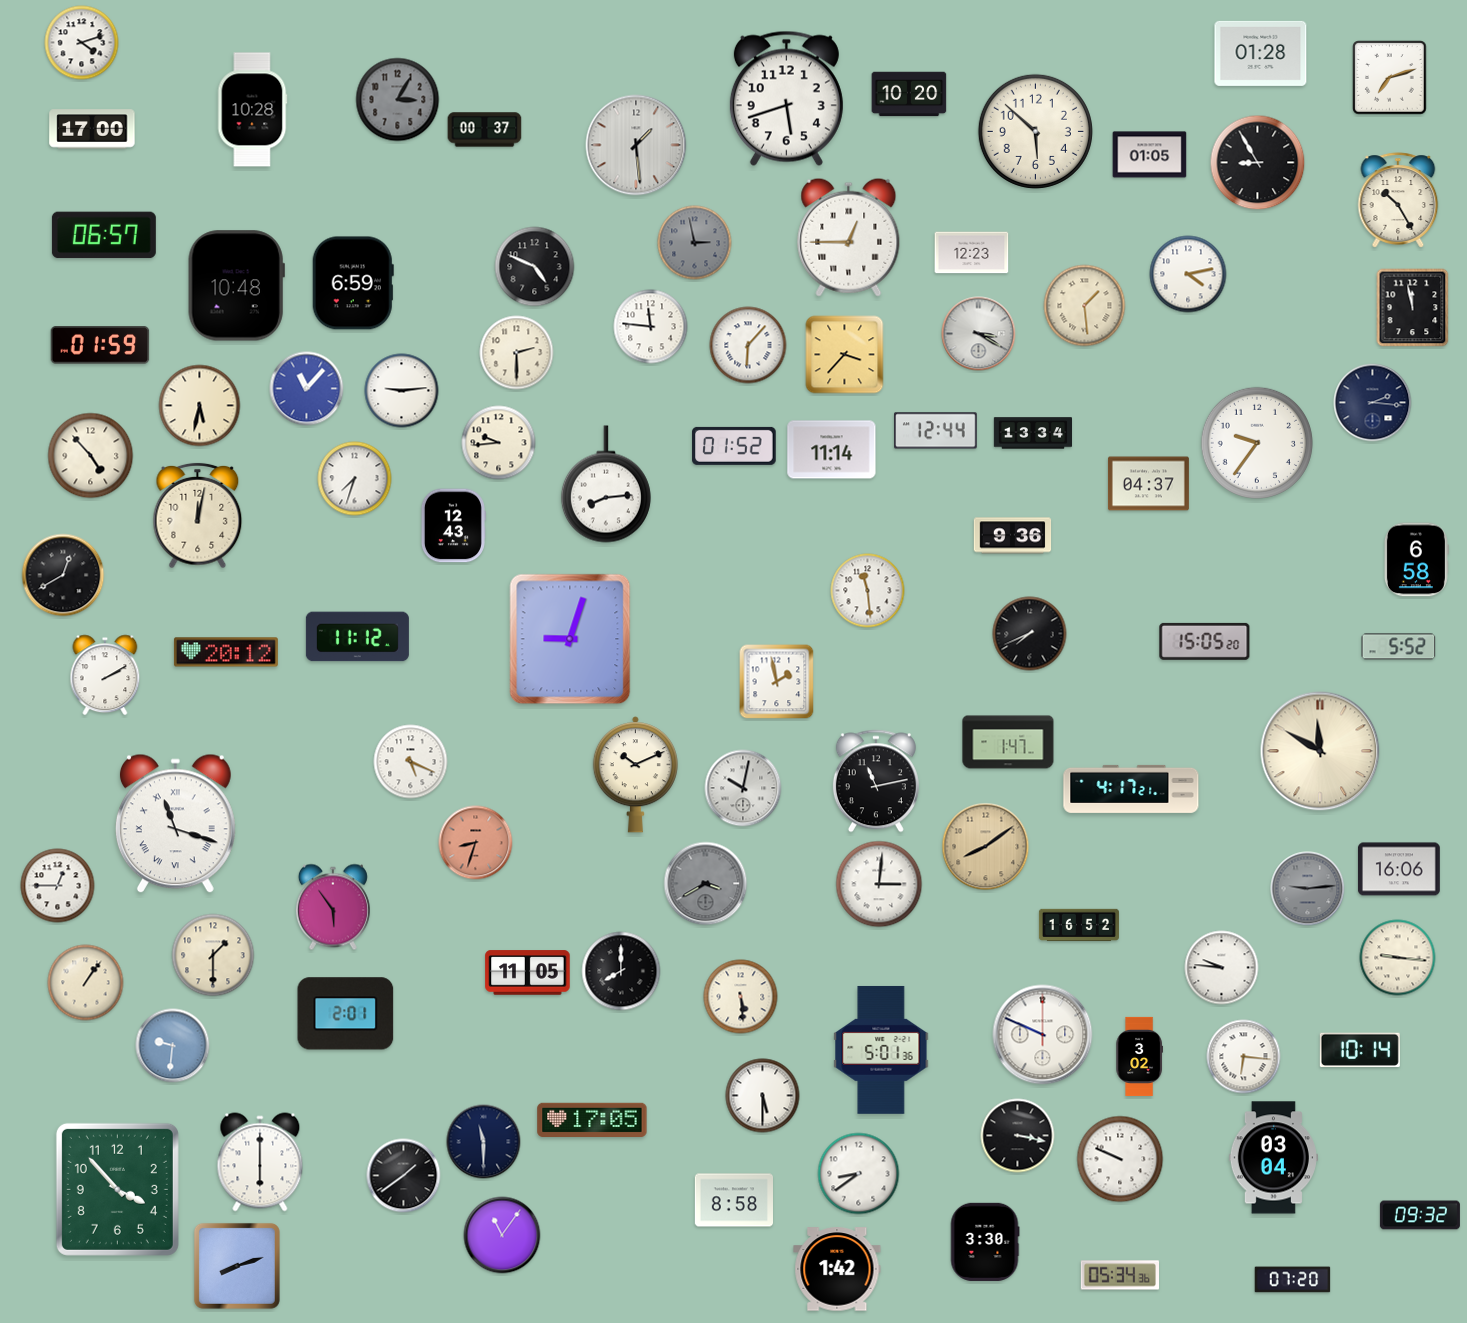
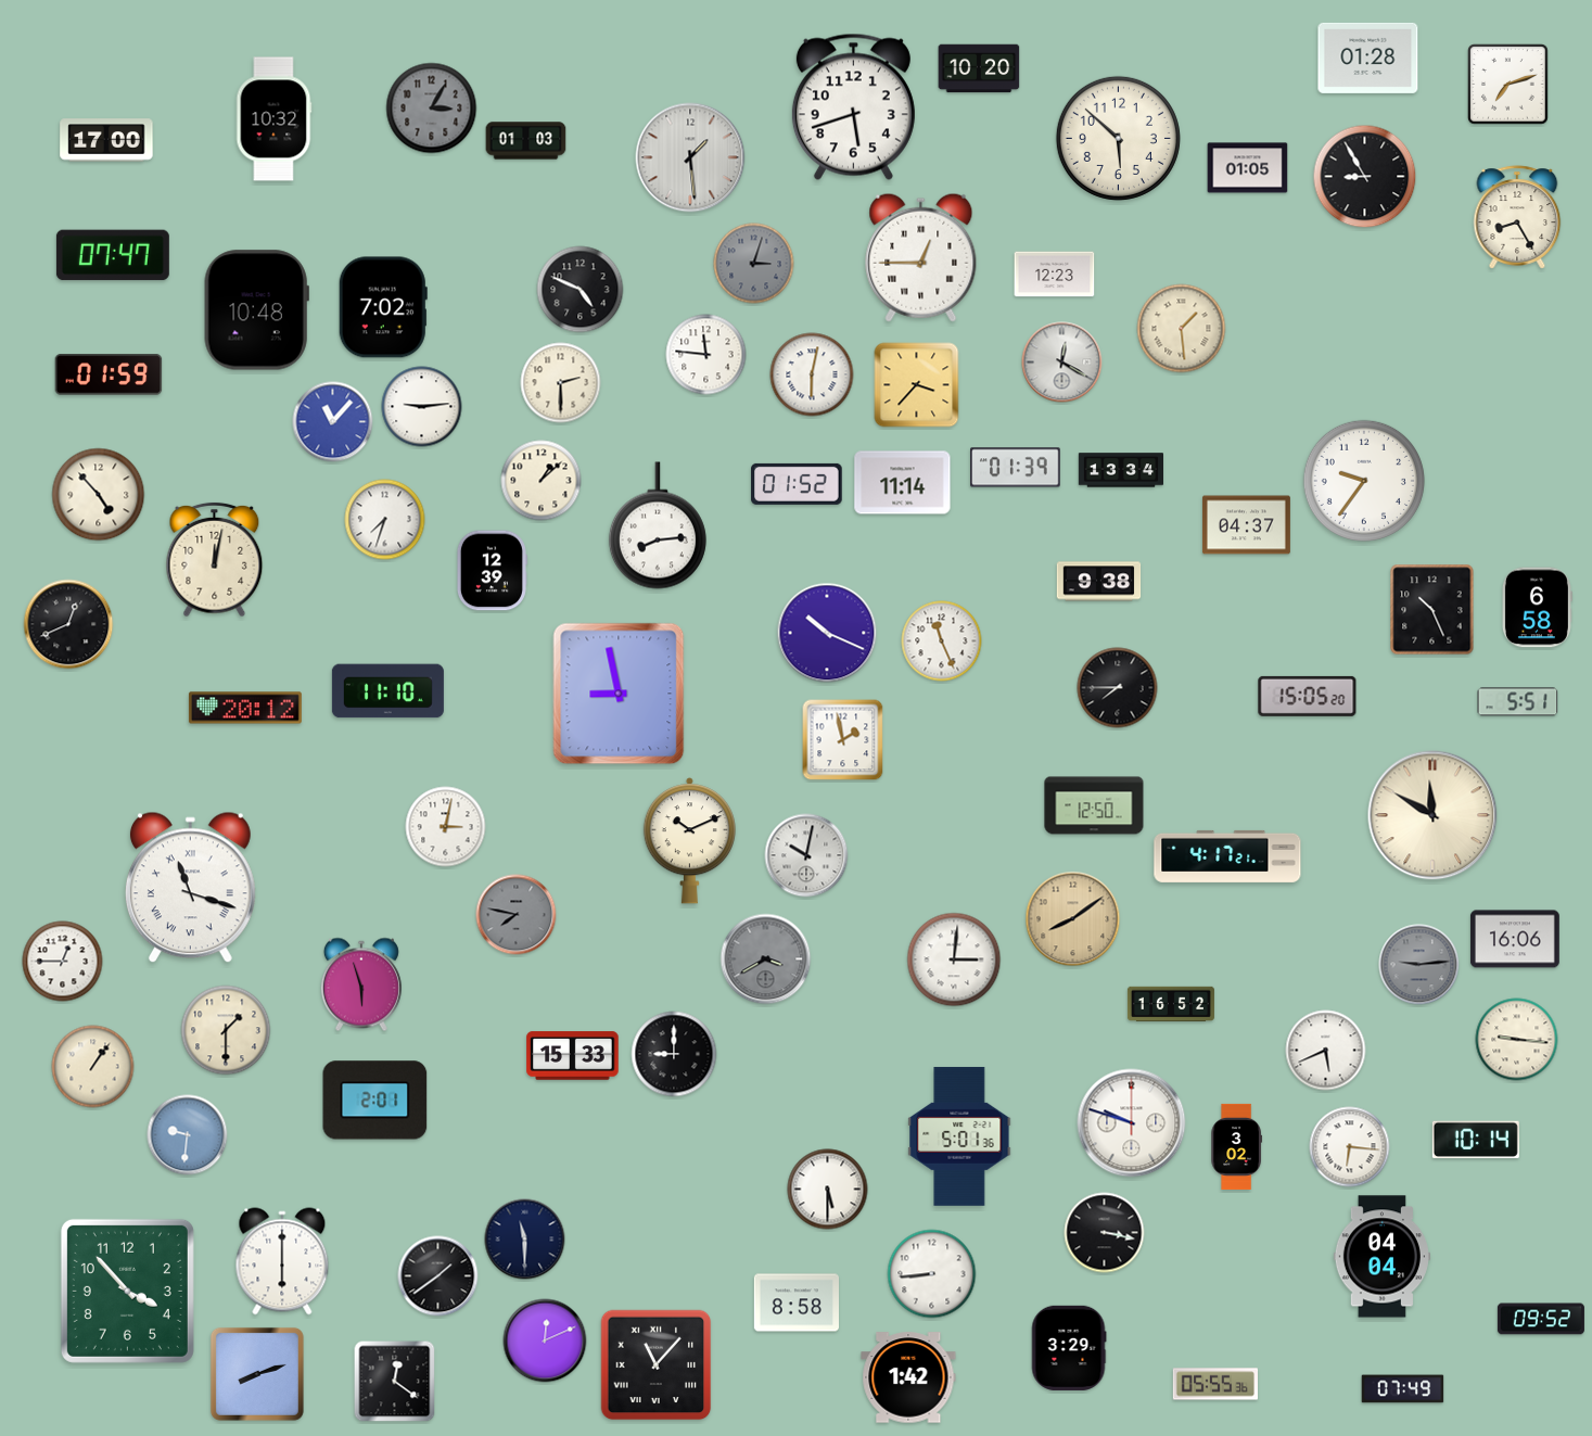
clock at (82, 43): 4:12 -> none
clock at (909, 94) position: (909, 94) -> (979, 68)
clock at (252, 110): 10:28 -> 10:32
clock at (92, 129) position: (92, 129) -> (106, 140)
clock at (485, 130): 00:37 -> 01:03
clock at (1035, 131) position: (1035, 131) -> (1118, 138)
clock at (1398, 200): 10:25 -> 8:25
clock at (104, 235): 06:57 -> 07:47
clock at (695, 243): 2:58 -> 3:03
clock at (1188, 274): 4:13 -> none
clock at (353, 283): 6:59 -> 7:02
clock at (1085, 306) position: (1085, 306) -> (1182, 329)
clock at (1413, 308): 11:58 -> none
clock at (979, 334): 3:20 -> 12:20
clock at (748, 345): 6:07 -> 6:02
clock at (402, 391) position: (402, 391) -> (422, 407)
clock at (1373, 403): 2:16 -> none
clock at (200, 406): 5:32 -> none
clock at (936, 431): 12:44 -> 01:39
clock at (499, 443): 9:44 -> 1:08
clock at (832, 450) position: (832, 450) -> (903, 483)
clock at (453, 526): 12:43 -> 12:39
clock at (1013, 536): 9:36 -> 9:38
clock at (1432, 610): none -> 10:26
clock at (63, 575): 12:40 -> 12:41
clock at (827, 633): none -> 10:19
clock at (868, 591): 11:29 -> 11:26
clock at (1030, 634): 7:41 -> 7:45
clock at (357, 637): 11:12 -> 11:10
clock at (570, 639): 9:03 -> 8:58
clock at (1399, 647): 5:52 -> 5:51
clock at (105, 675): 2:10 -> none
clock at (1008, 742): 1:47 -> 12:50
clock at (411, 762): 5:19 -> 3:02
clock at (876, 781): 11:13 -> none
clock at (175, 824) position: (175, 824) -> (190, 888)
clock at (476, 843): 8:33 -> 7:47
clock at (476, 843) dial: salmon -> grey
clock at (986, 847) position: (986, 847) -> (1073, 919)
clock at (1399, 869) position: (1399, 869) -> (1515, 939)
clock at (333, 907): 5:54 -> 5:57
clock at (213, 955) position: (213, 955) -> (226, 1030)
clock at (1222, 968): 9:46 -> 5:41
clock at (621, 971): 8:00 -> 9:00
clock at (528, 973): 11:05 -> 15:33
clock at (741, 997): 5:29 -> none
clock at (1043, 1035): 9:49 -> 9:48
clock at (881, 1050) position: (881, 1050) -> (959, 1136)
clock at (592, 1120): 17:05 -> none
clock at (1273, 1158): 03:04 -> 04:04
clock at (1120, 1159): 9:49 -> none
clock at (859, 1174): 8:39 -> 8:44
clock at (1420, 1215): 09:32 -> 09:52
clock at (502, 1235): 11:06 -> 12:11
clock at (985, 1242): 3:30 -> 3:29
clock at (657, 1365): none -> 11:07
clock at (395, 1382): none -> 12:21
clock at (1119, 1275): 05:34 -> 05:55
clock at (1293, 1280): 07:20 -> 07:49
